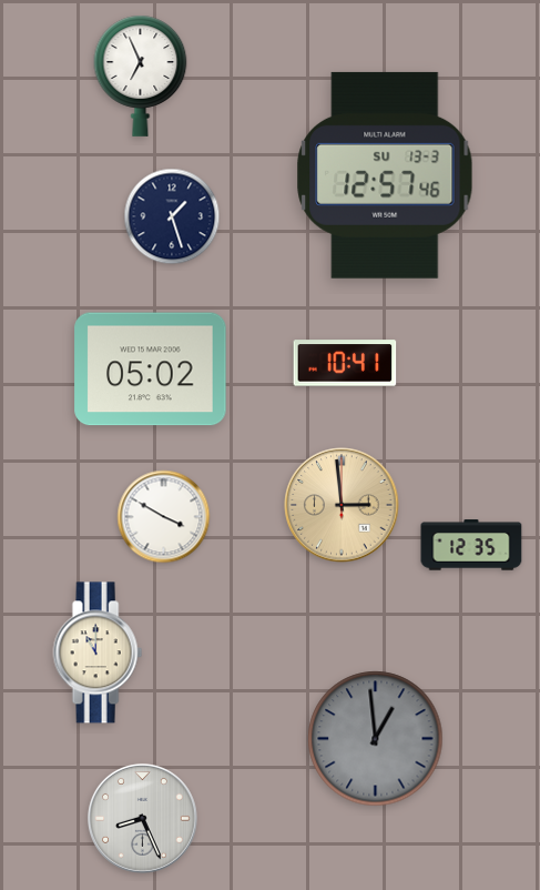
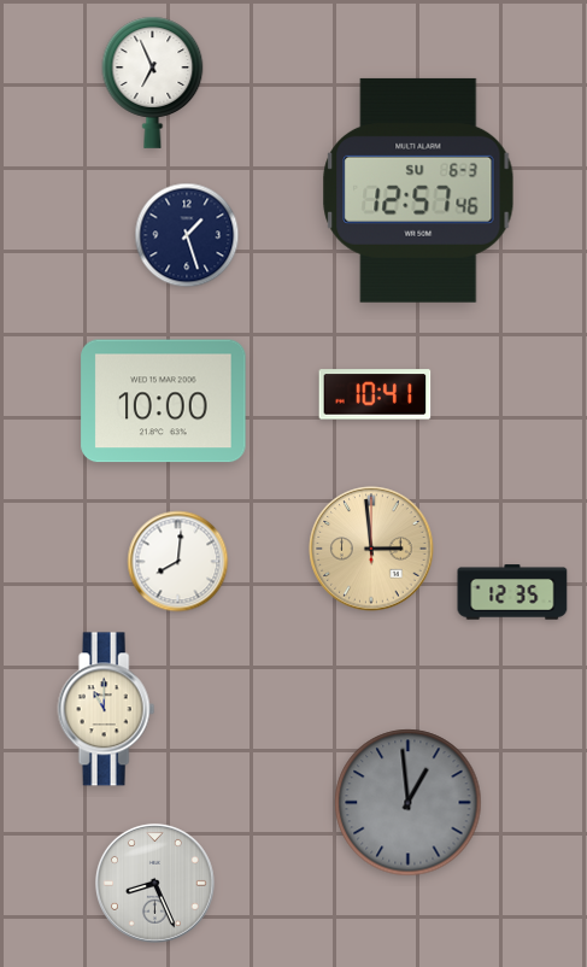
clock at (385, 175) date: SU 13-3 -> SU 6-3
clock at (151, 370): 05:02 -> 10:00
clock at (164, 517): 3:50 -> 8:01
clock at (142, 818) position: (142, 818) -> (154, 883)
